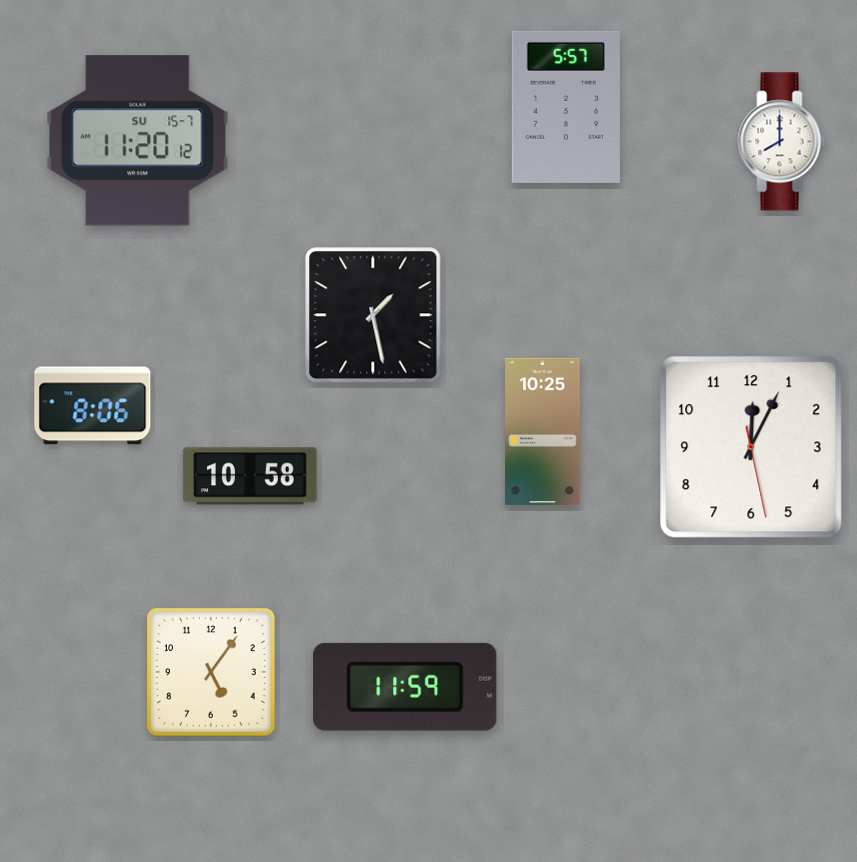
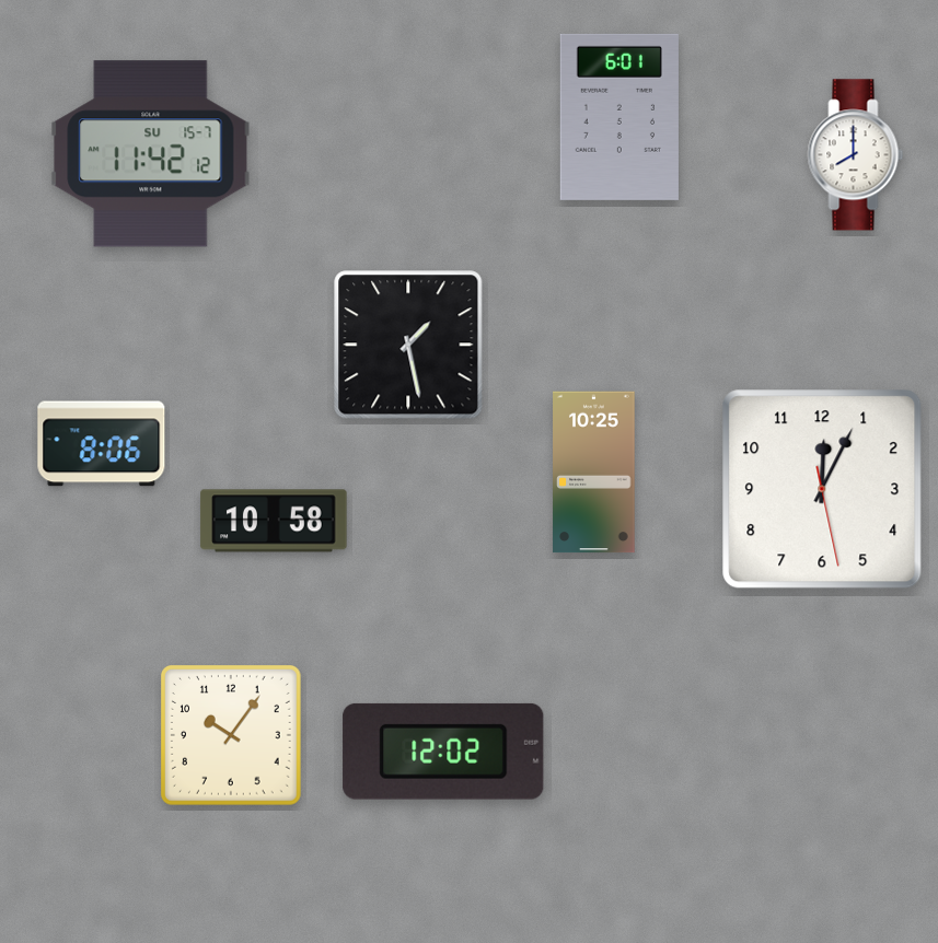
clock at (566, 107): 5:57 -> 6:01
clock at (138, 141): 11:20 -> 11:42
clock at (212, 673): 5:06 -> 10:06
clock at (405, 687): 11:59 -> 12:02
